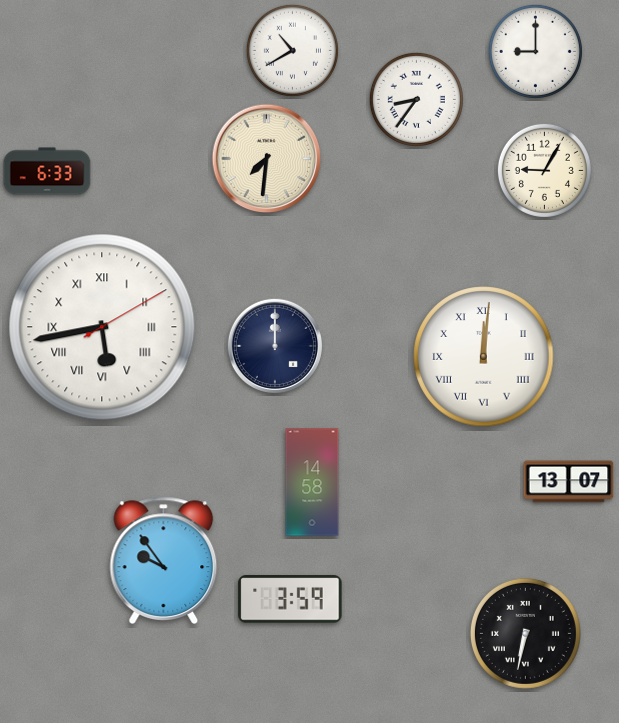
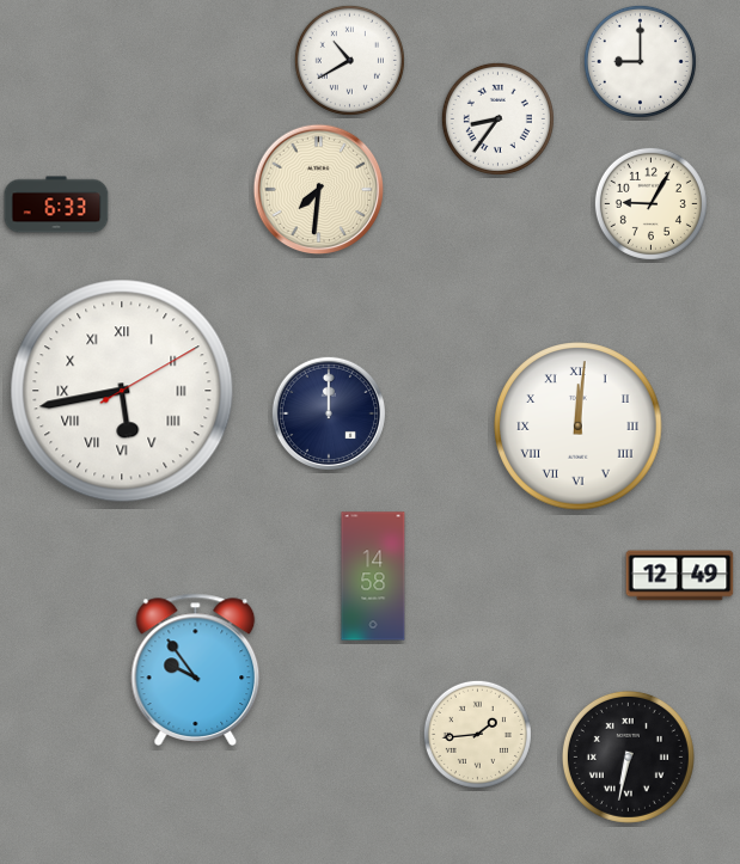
clock at (569, 482): 13:07 -> 12:49
clock at (290, 599): 3:59 -> none
clock at (477, 734): none -> 1:44
